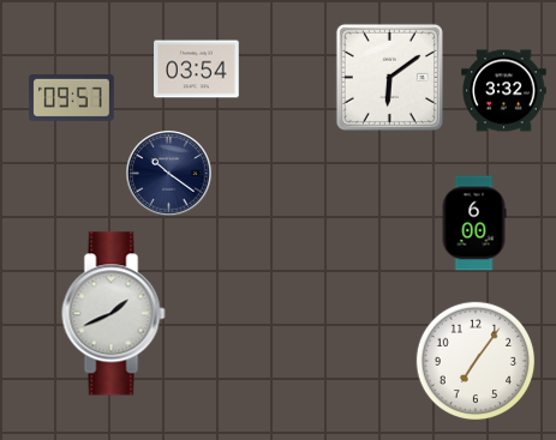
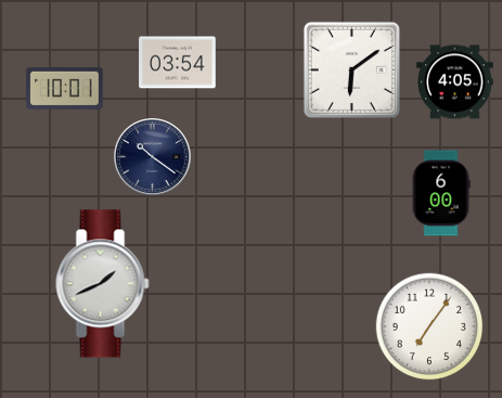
clock at (504, 91): 3:32 -> 4:05
clock at (72, 97): 09:57 -> 10:01
clock at (474, 223) position: (474, 223) -> (441, 193)
